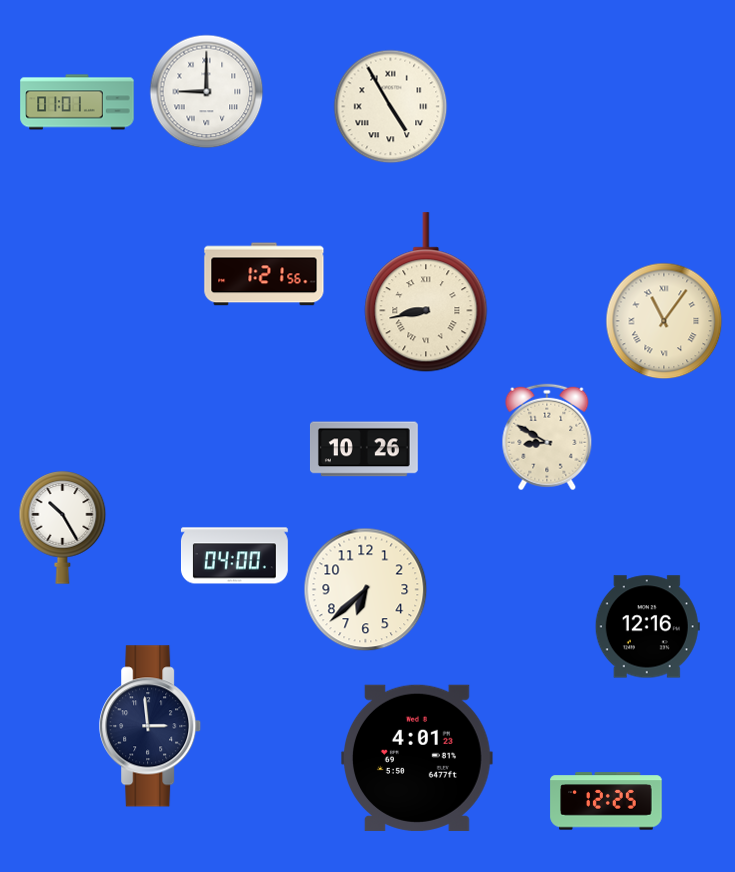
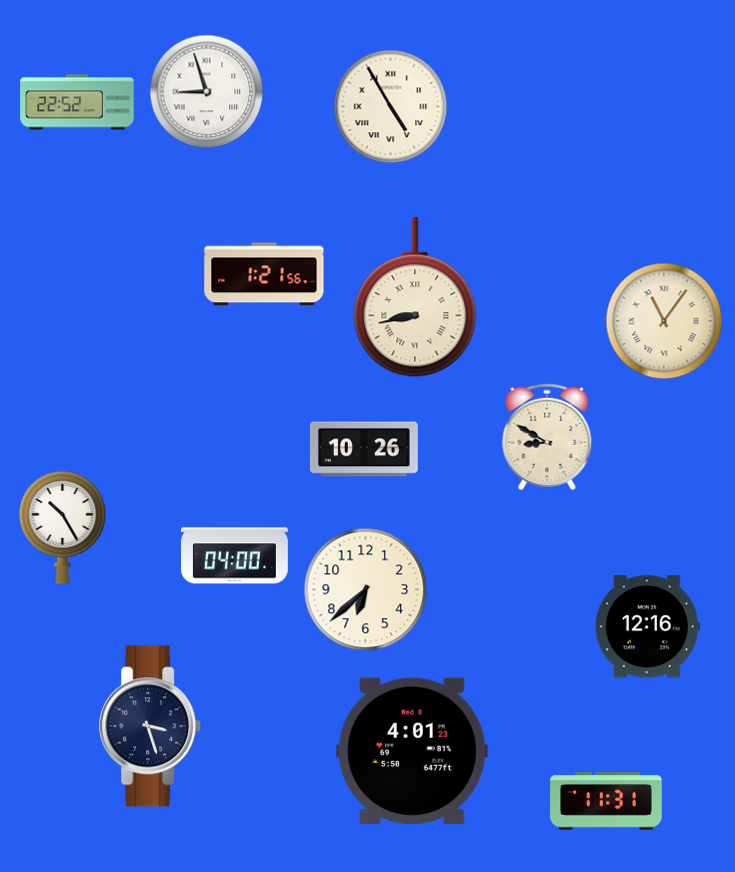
clock at (207, 92): 9:00 -> 8:57
clock at (77, 102): 01:01 -> 22:52
clock at (426, 293) position: (426, 293) -> (415, 298)
clock at (151, 726): 2:59 -> 3:27
clock at (418, 758) position: (418, 758) -> (413, 751)
clock at (606, 801): 12:25 -> 11:31
